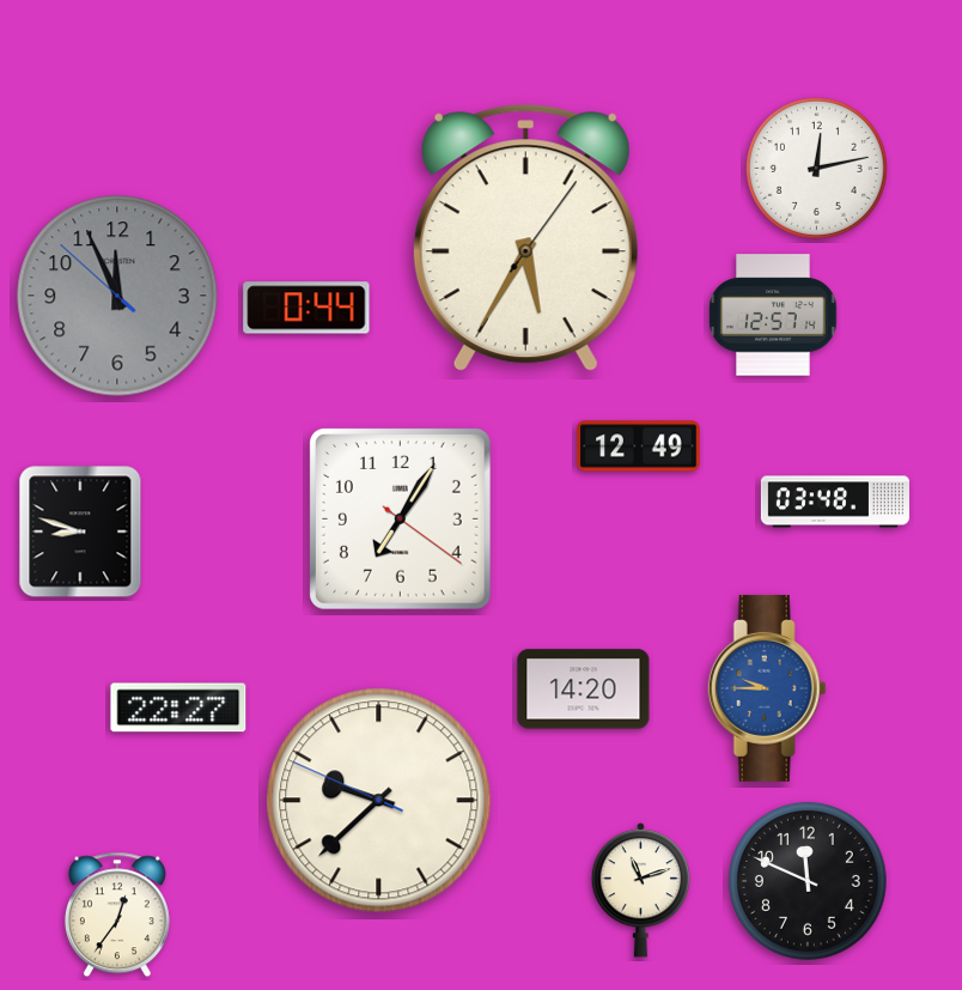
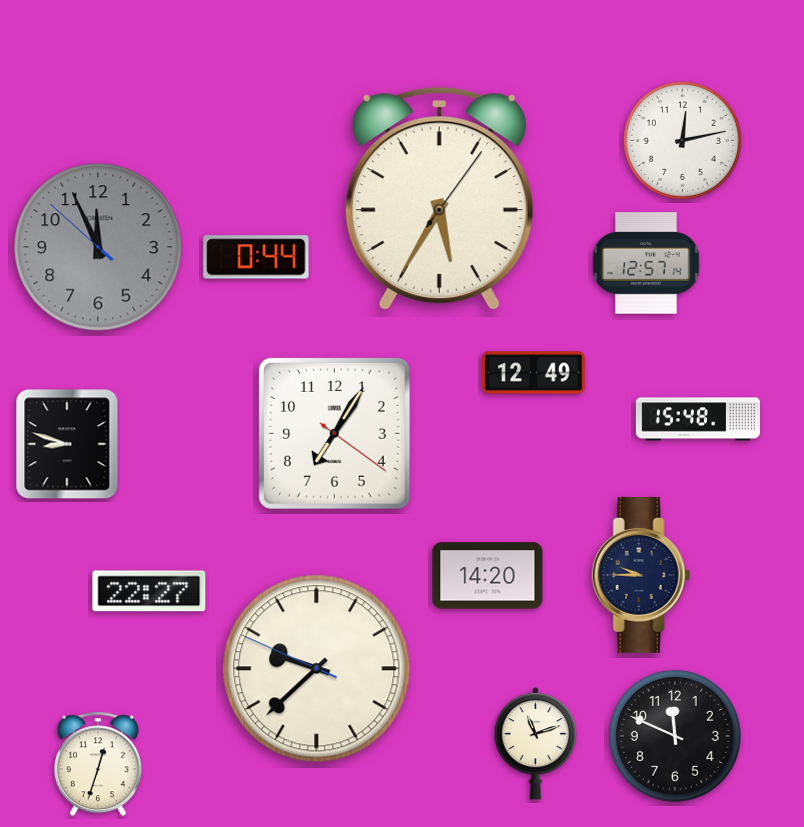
clock at (835, 502): 03:48 -> 15:48
clock at (767, 688) dial: blue -> navy
clock at (117, 915): 12:36 -> 12:33
